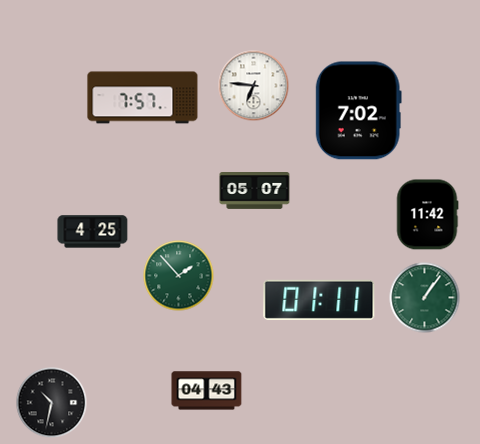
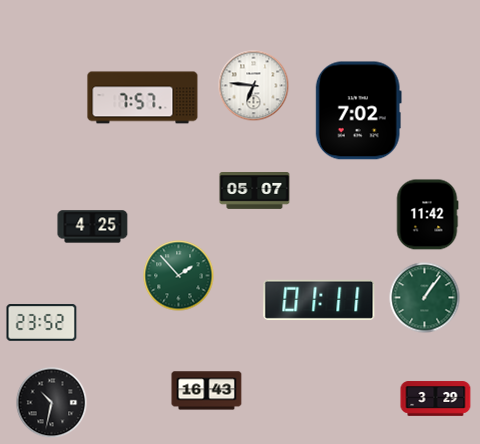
clock at (93, 232) position: (93, 232) -> (93, 227)
clock at (42, 323): none -> 23:52
clock at (207, 391): 04:43 -> 16:43
clock at (436, 399): none -> 3:29
